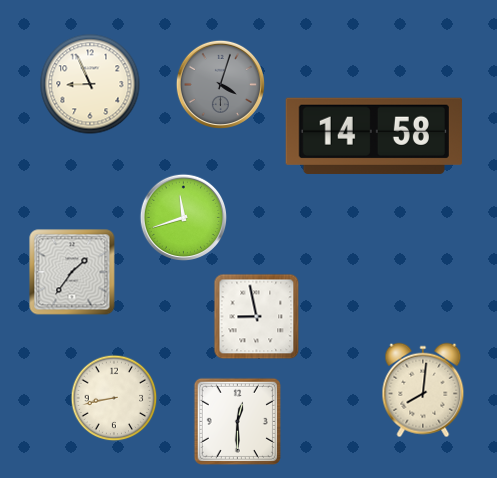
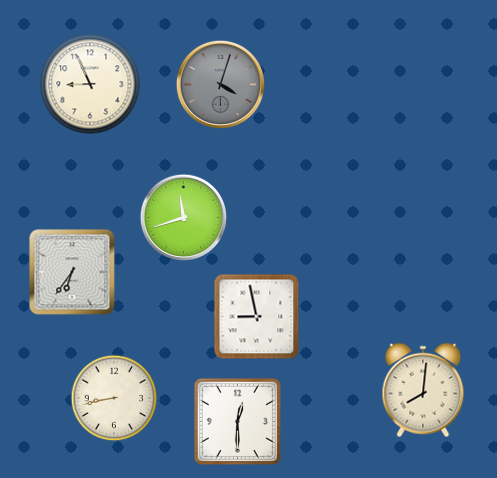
clock at (374, 135): 14:58 -> none
clock at (72, 272): 1:36 -> 6:36
